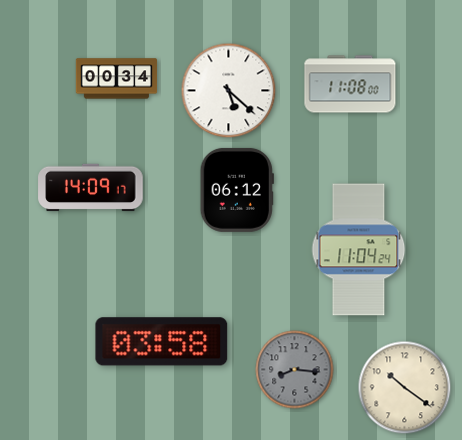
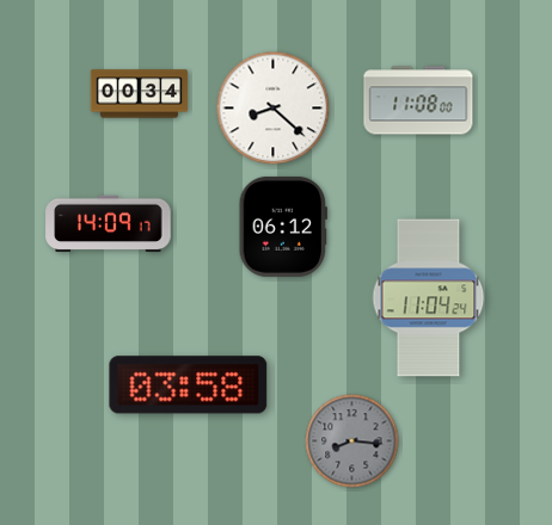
clock at (229, 91): 5:22 -> 8:22
clock at (162, 342) position: (162, 342) -> (189, 385)
clock at (405, 388): 10:21 -> none
